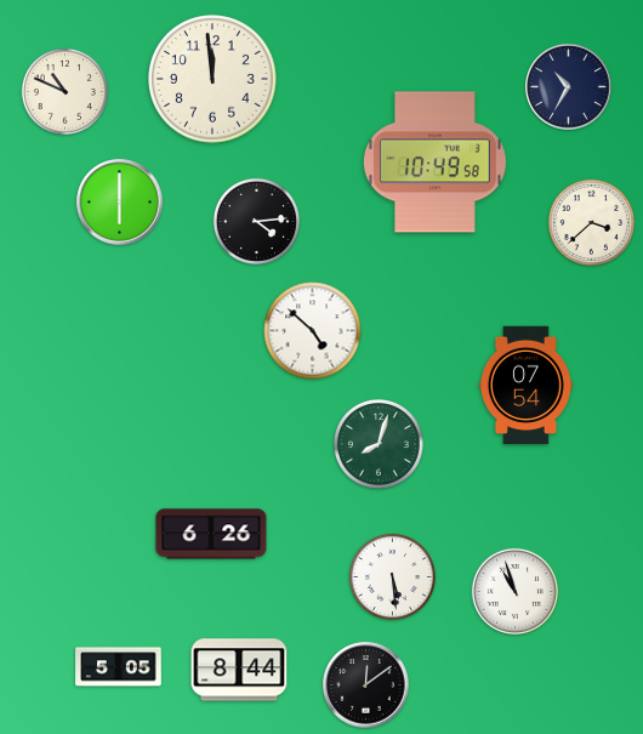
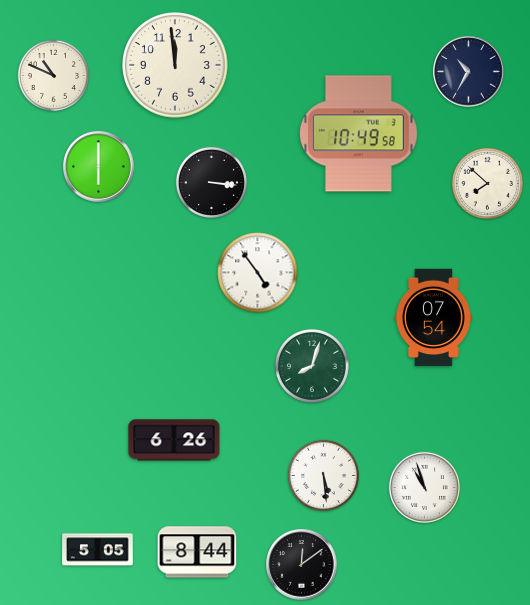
clock at (256, 221): 4:14 -> 3:16
clock at (591, 222): 3:38 -> 7:52
clock at (313, 331): 4:52 -> 4:54
